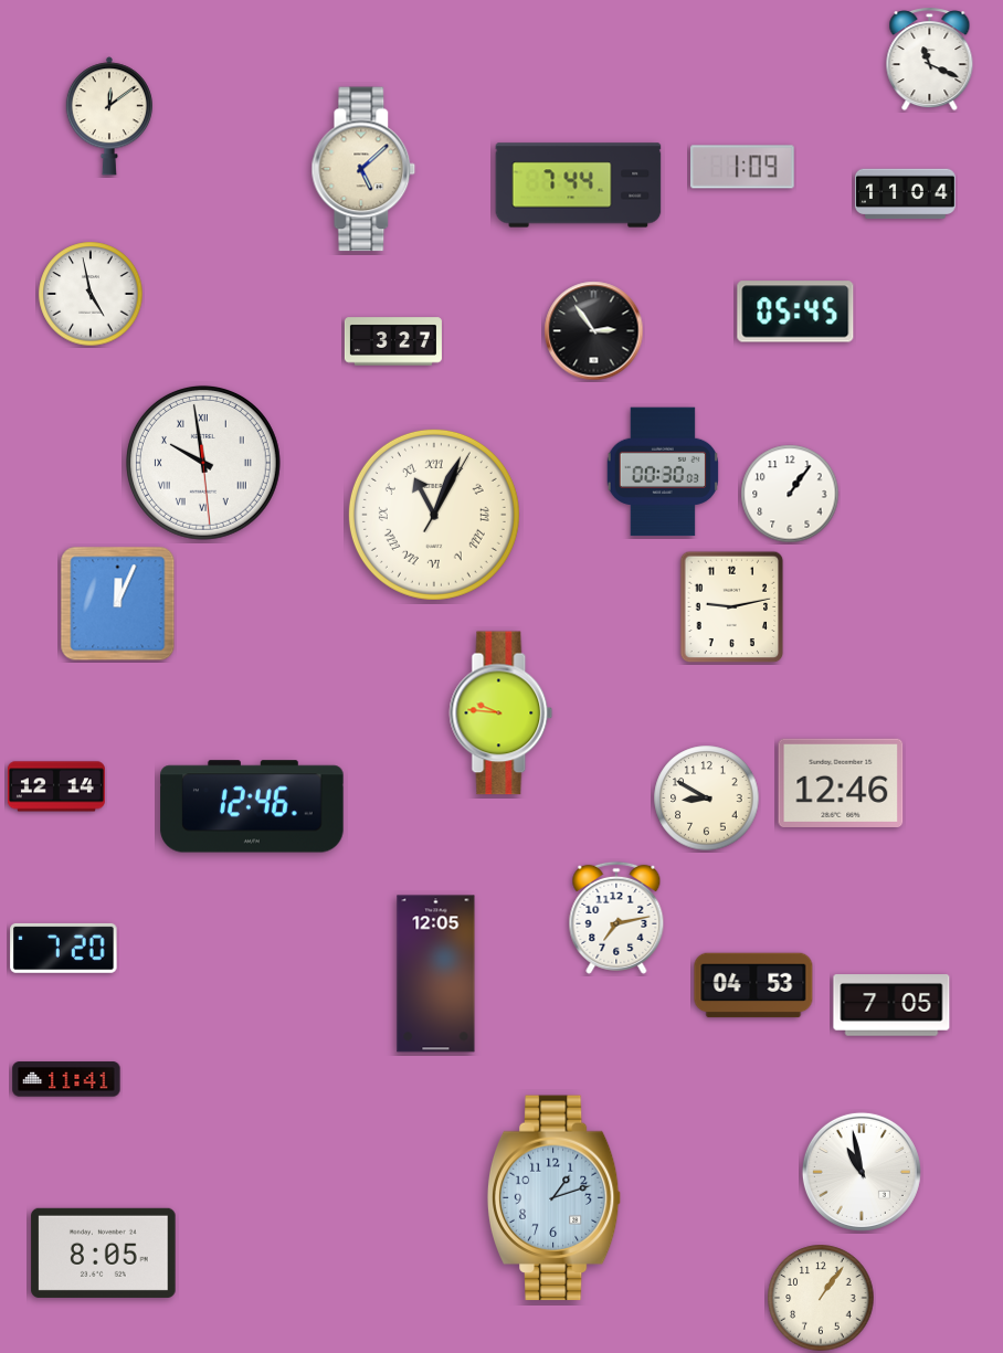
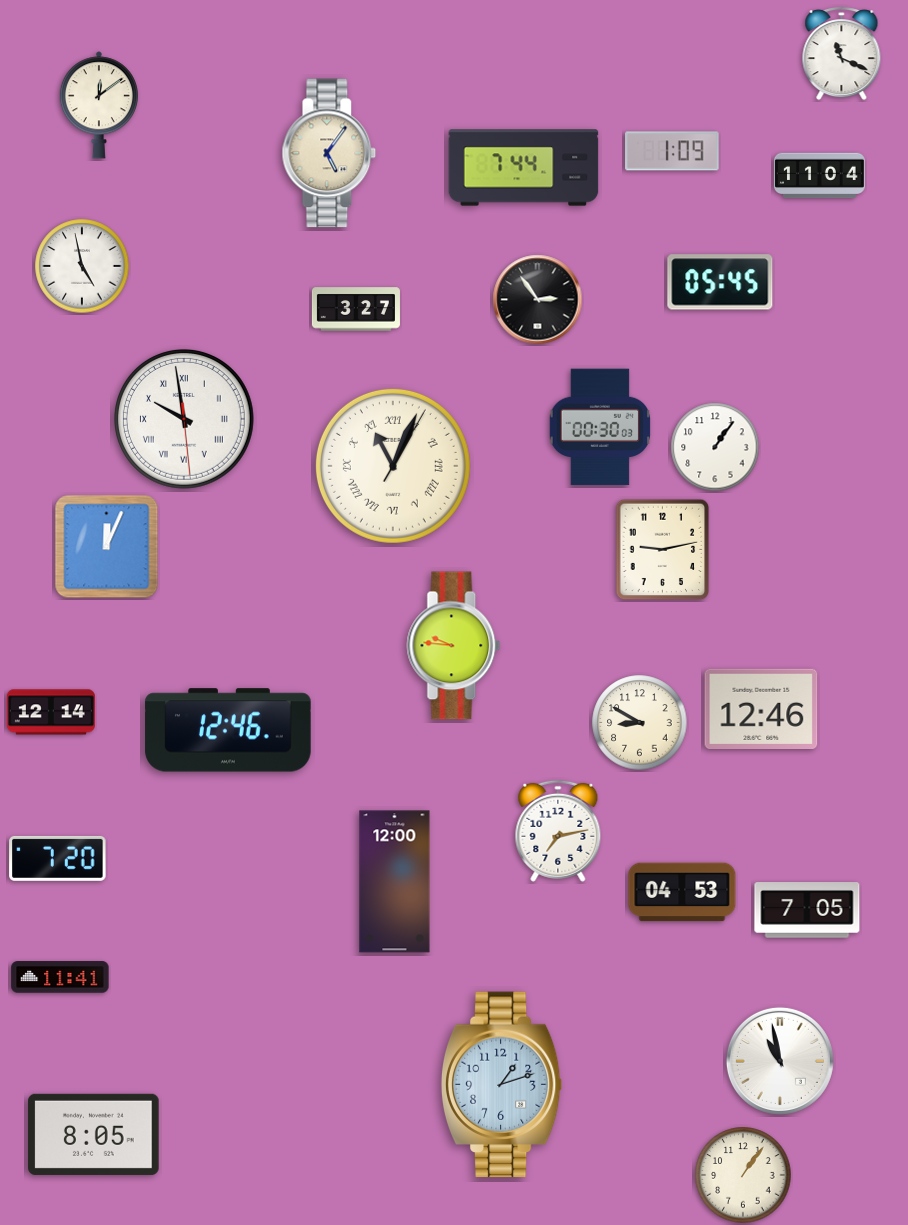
clock at (363, 169): 5:08 -> 5:06
clock at (436, 974): 12:05 -> 12:00
